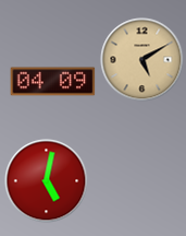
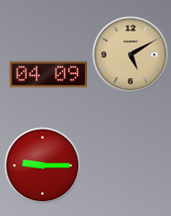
clock at (47, 181): 5:02 -> 9:15
